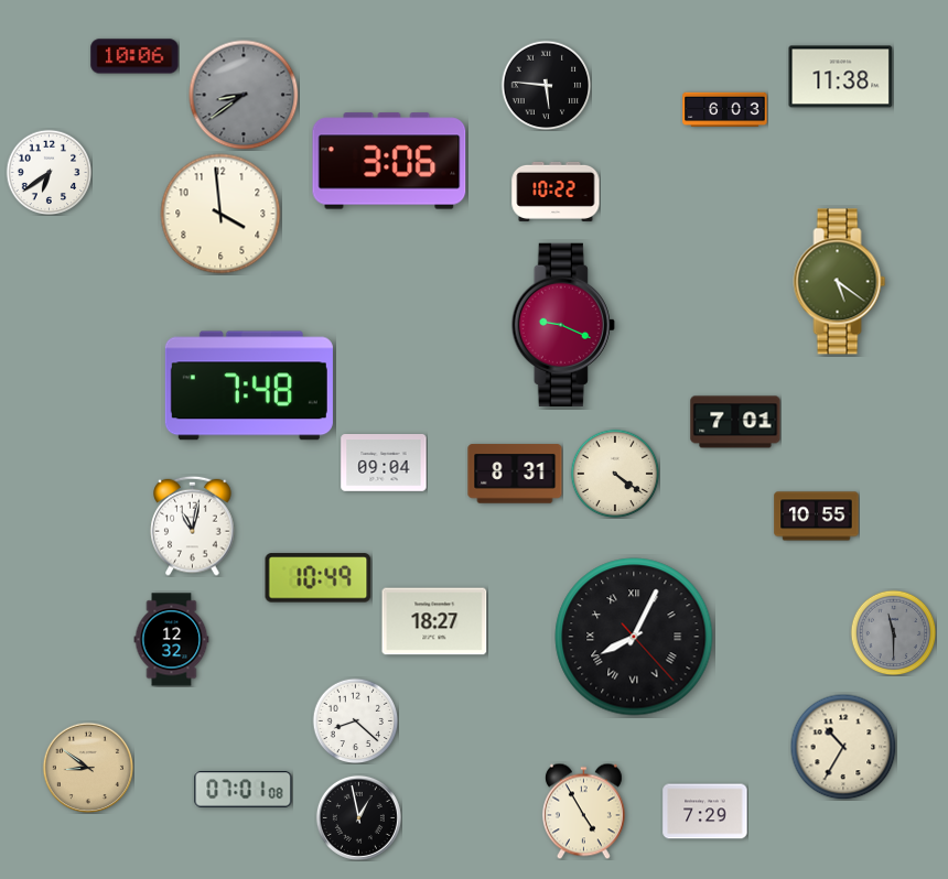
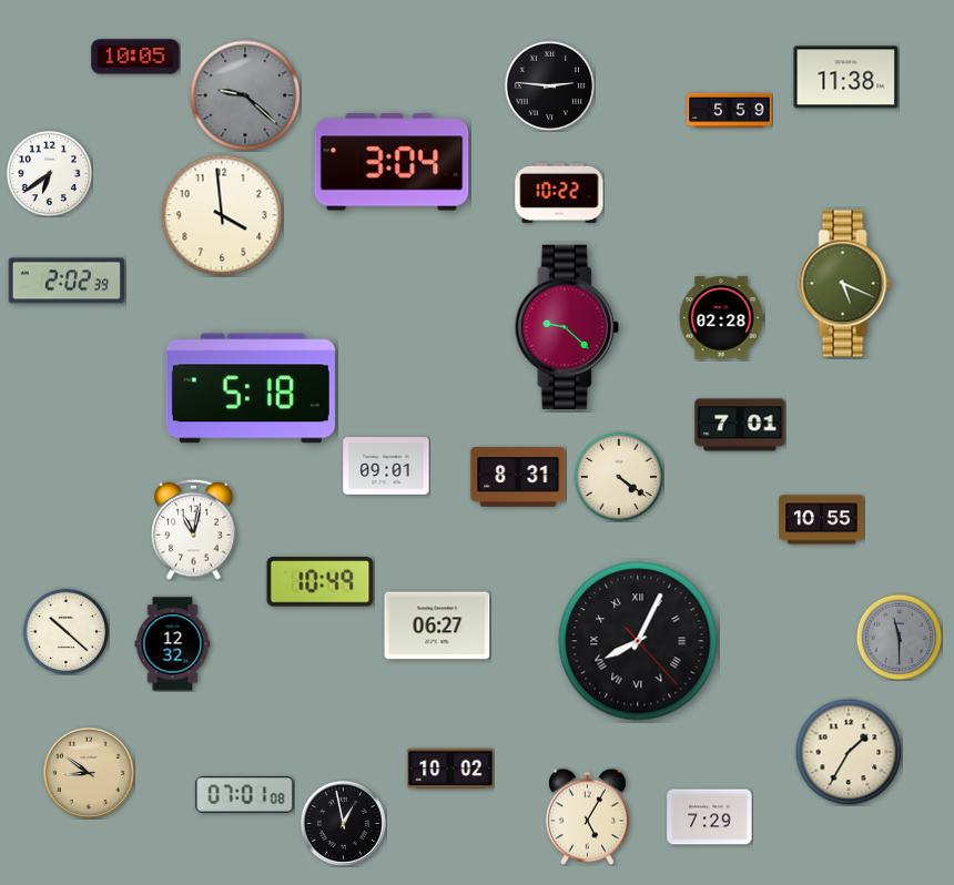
clock at (134, 56): 10:06 -> 10:05
clock at (546, 85): 5:46 -> 2:46
clock at (244, 95): 8:39 -> 9:22
clock at (725, 110): 6:03 -> 5:59
clock at (389, 161): 3:06 -> 3:04
clock at (65, 281): none -> 2:02
clock at (840, 282): 5:21 -> 5:19
clock at (721, 318): none -> 02:28
clock at (563, 325): 9:19 -> 9:22
clock at (249, 386): 7:48 -> 5:18
clock at (384, 464): 09:04 -> 09:01
clock at (434, 621): 18:27 -> 06:27
clock at (65, 631): none -> 10:22
clock at (355, 720): 8:22 -> none
clock at (843, 747): 10:35 -> 1:35
clock at (450, 769): none -> 10:02
clock at (584, 811): 4:55 -> 5:05
clock at (358, 817) position: (358, 817) -> (343, 823)
